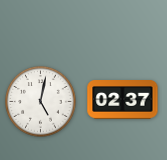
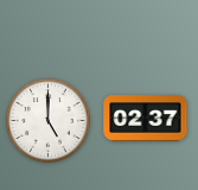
clock at (41, 102): 5:02 -> 5:00
